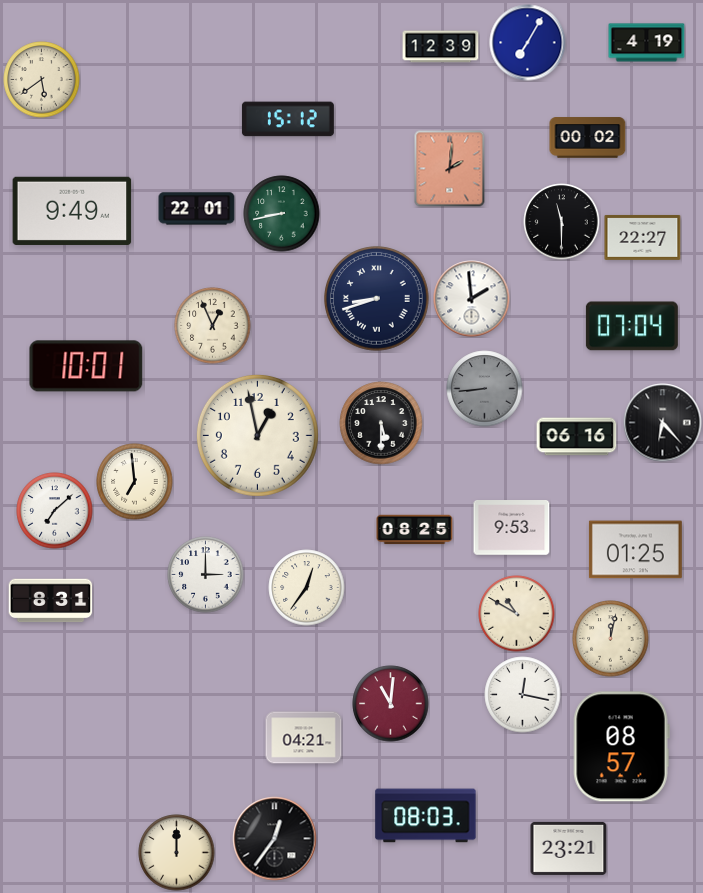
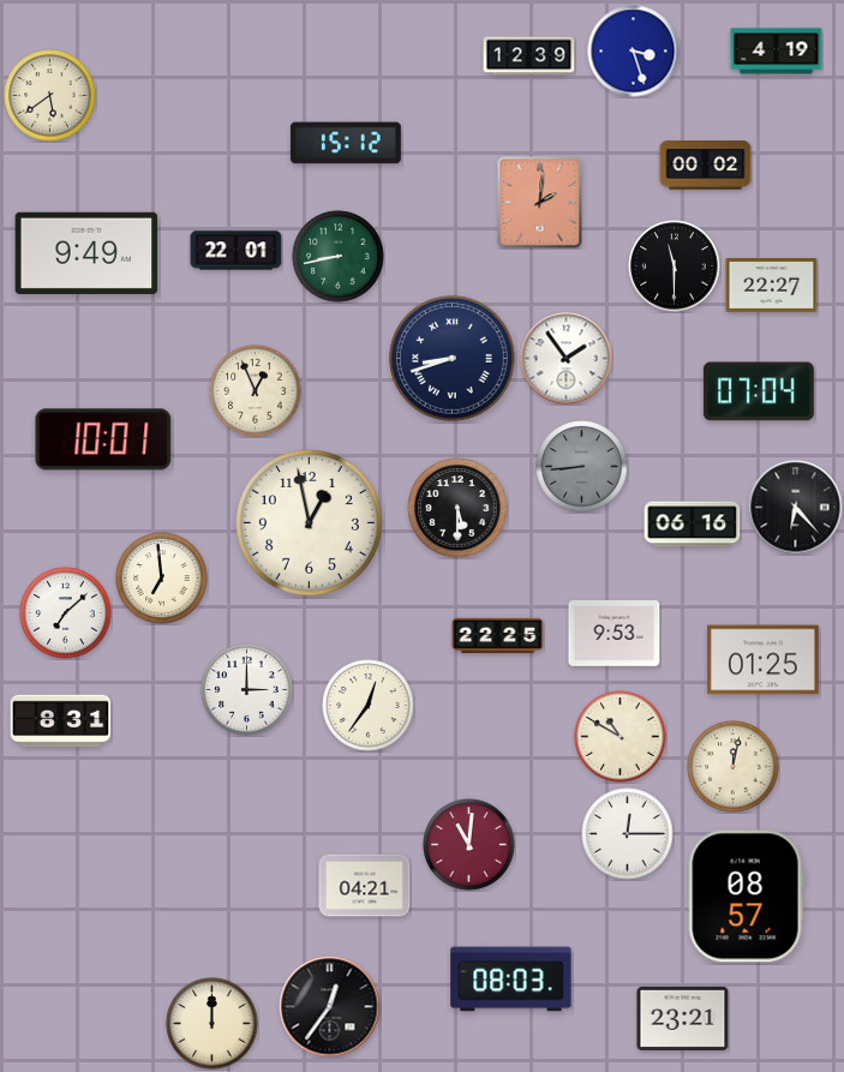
clock at (528, 43): 7:05 -> 3:27
clock at (472, 299): 1:59 -> 1:54
clock at (415, 530): 08:25 -> 22:25
clock at (523, 695): 12:17 -> 12:15
